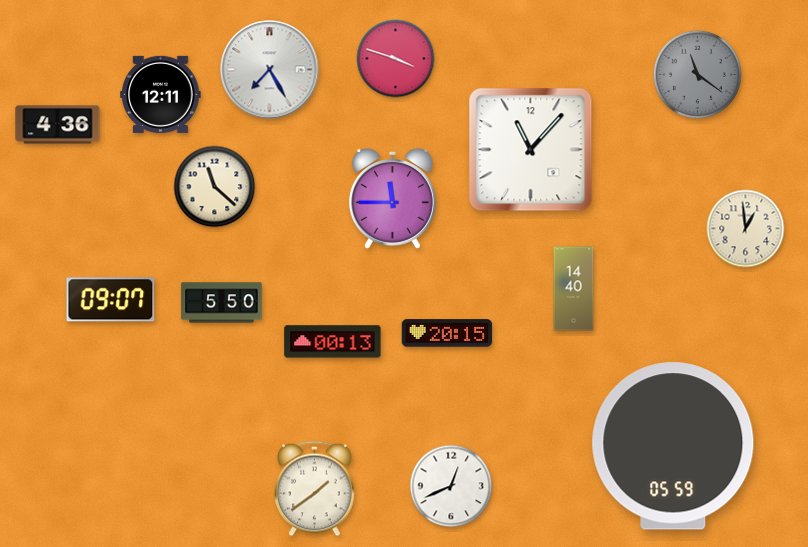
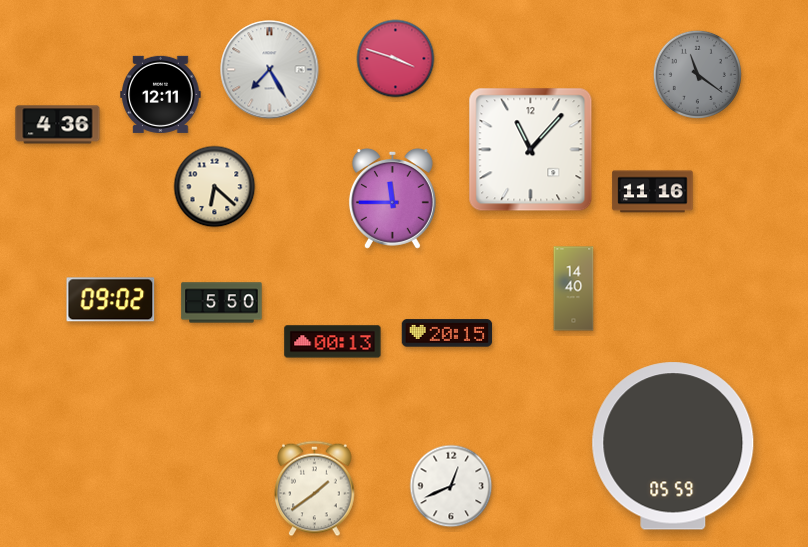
clock at (215, 187): 11:22 -> 6:22
clock at (653, 192): none -> 11:16
clock at (746, 229): 12:59 -> none
clock at (111, 300): 09:07 -> 09:02
